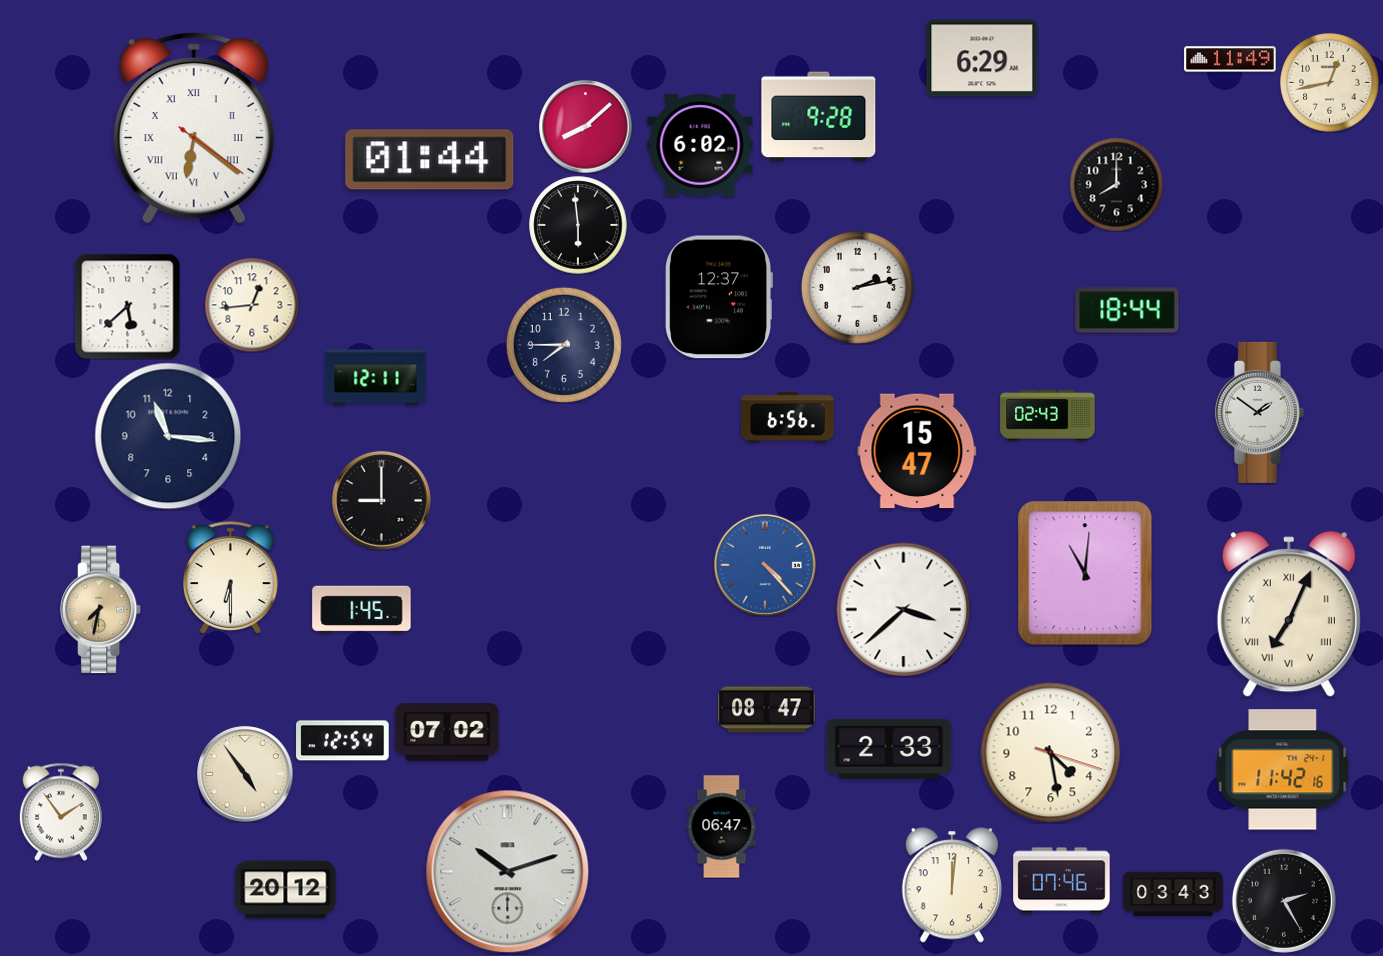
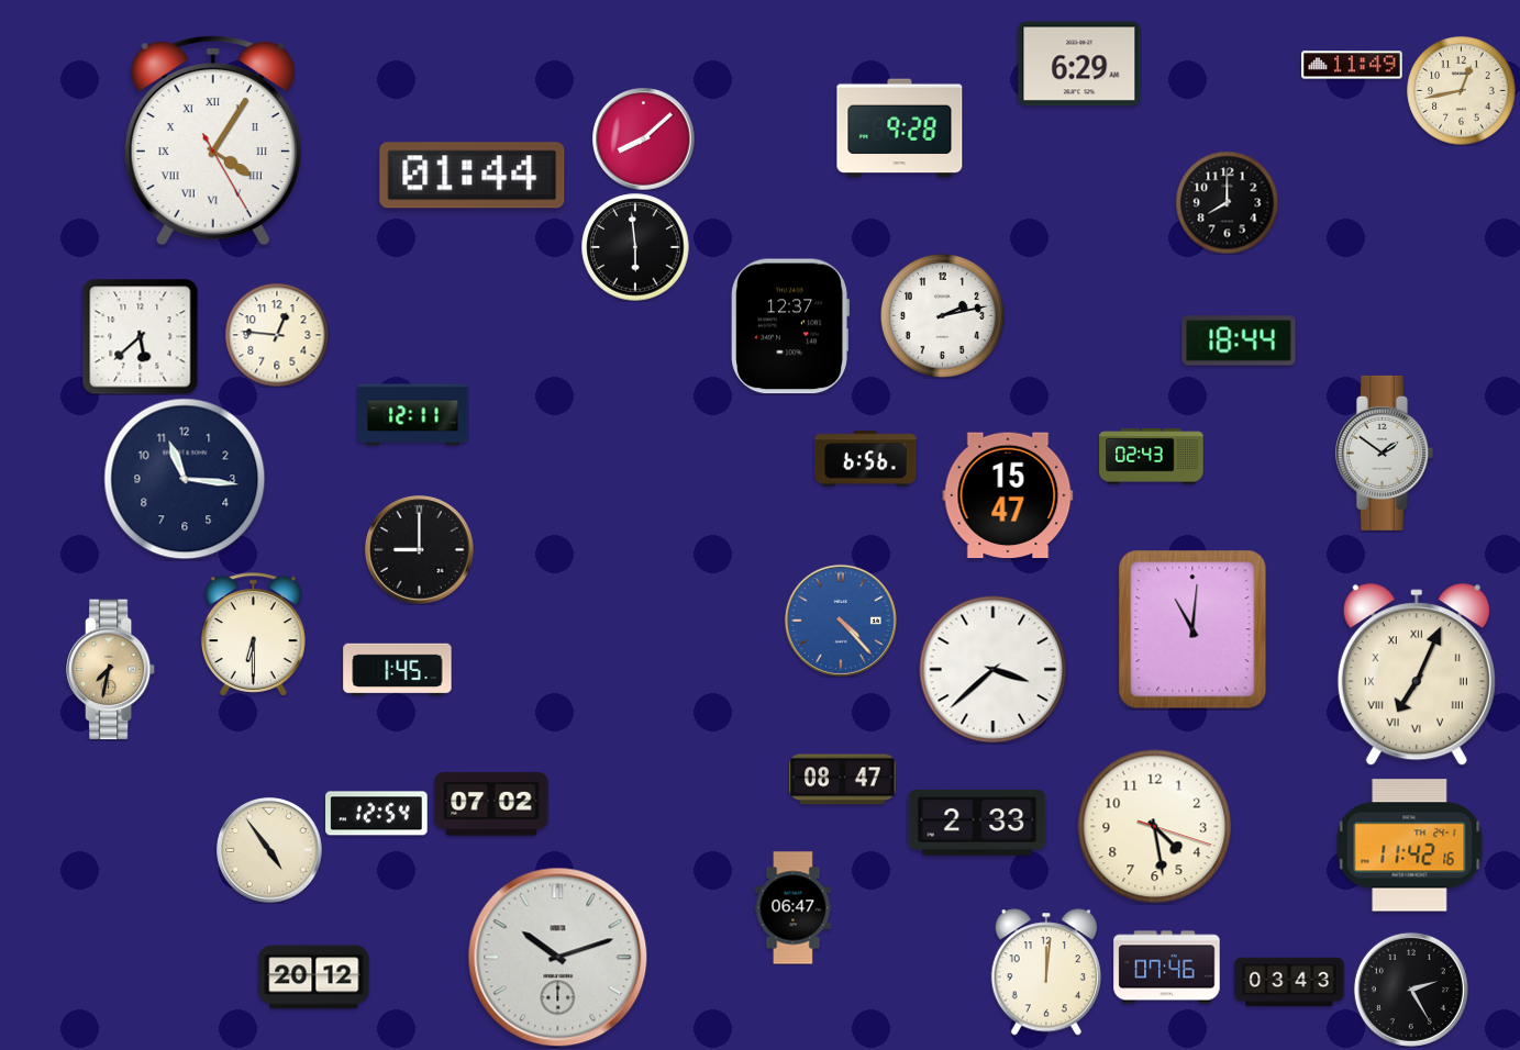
clock at (194, 128): 6:21 -> 4:05
clock at (700, 145): 6:02 -> none
clock at (252, 305): 12:44 -> 12:46
clock at (564, 345): 7:45 -> none
clock at (61, 812): 1:54 -> none
